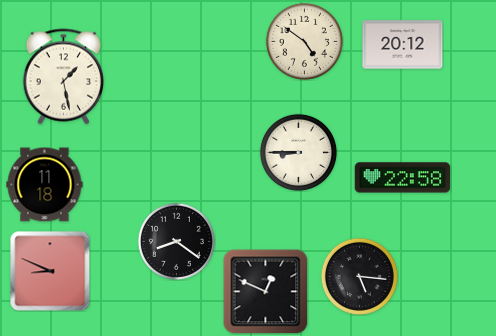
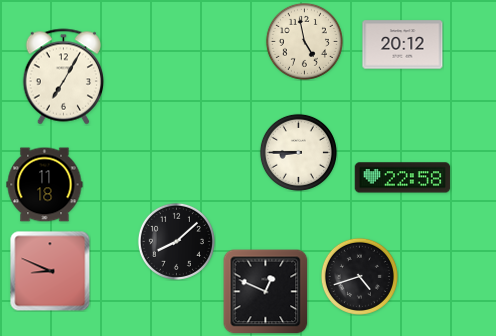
clock at (304, 41): 4:51 -> 4:58
clock at (64, 77): 1:28 -> 7:05
clock at (176, 241): 8:21 -> 8:08
clock at (359, 276): 5:16 -> 4:42
